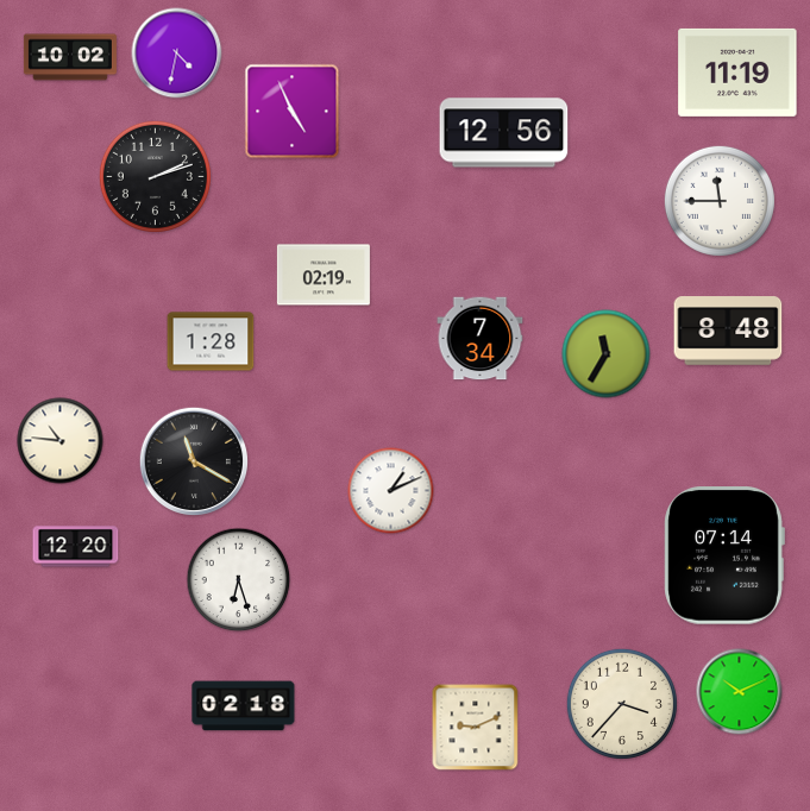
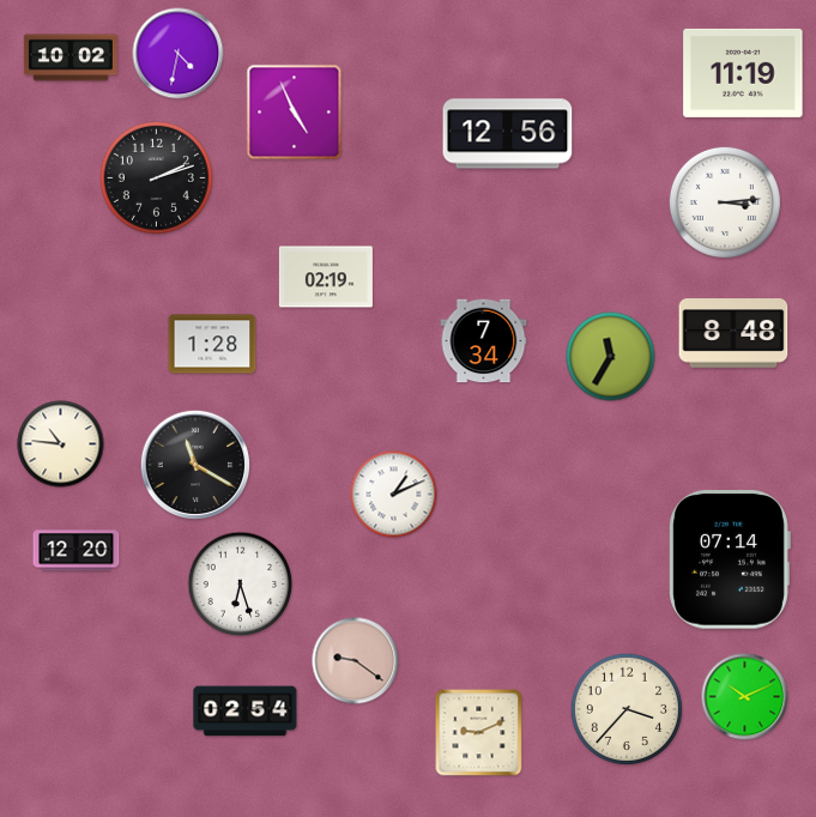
clock at (720, 201): 11:45 -> 3:14
clock at (356, 661): none -> 9:21
clock at (244, 706): 02:18 -> 02:54
